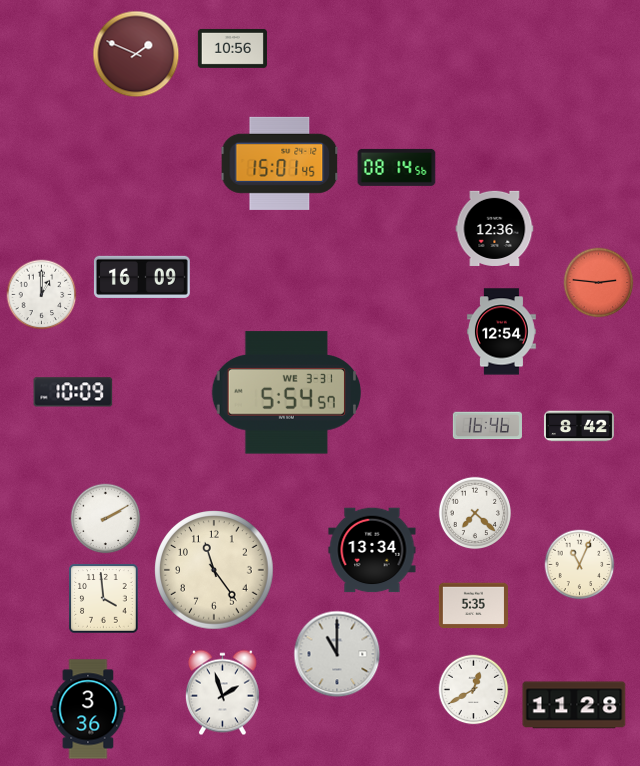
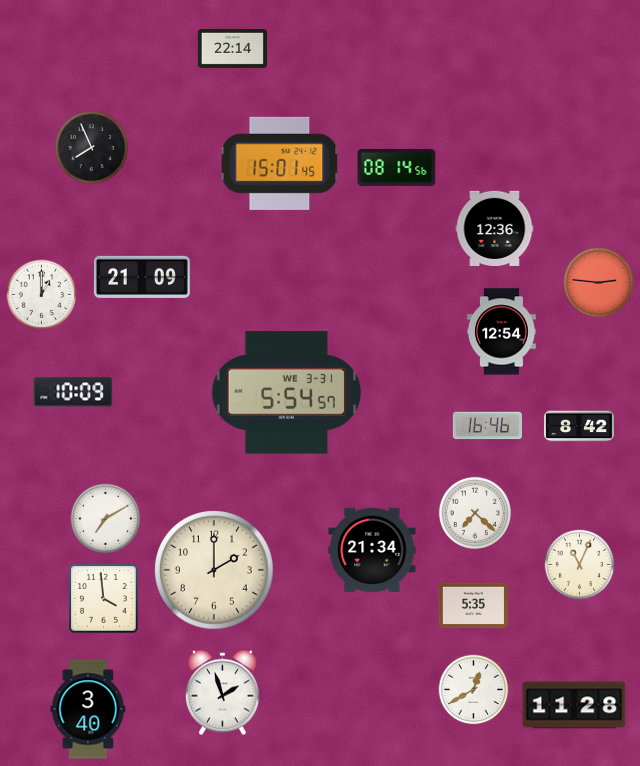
clock at (232, 48): 10:56 -> 22:14
clock at (136, 54): 1:49 -> none
clock at (91, 147): none -> 7:56
clock at (142, 277): 16:09 -> 21:09
clock at (106, 519): 2:10 -> 7:10
clock at (372, 550): 13:34 -> 21:34
clock at (214, 570): 11:24 -> 2:00
clock at (337, 654): 11:00 -> none
clock at (88, 709): 3:36 -> 3:40
